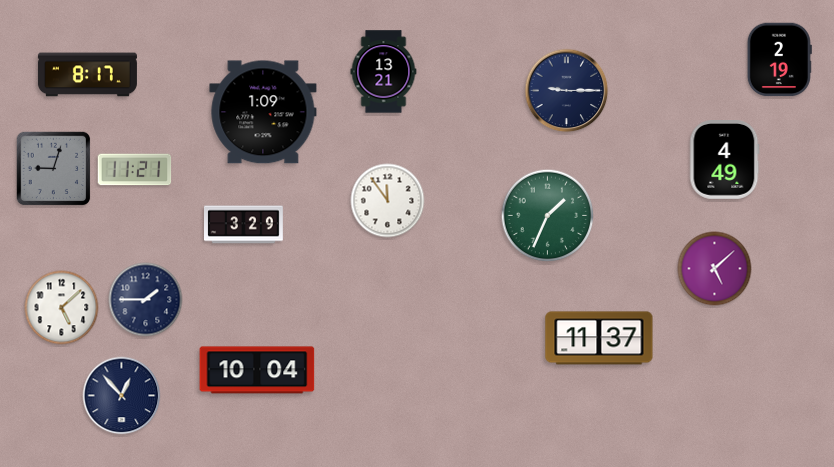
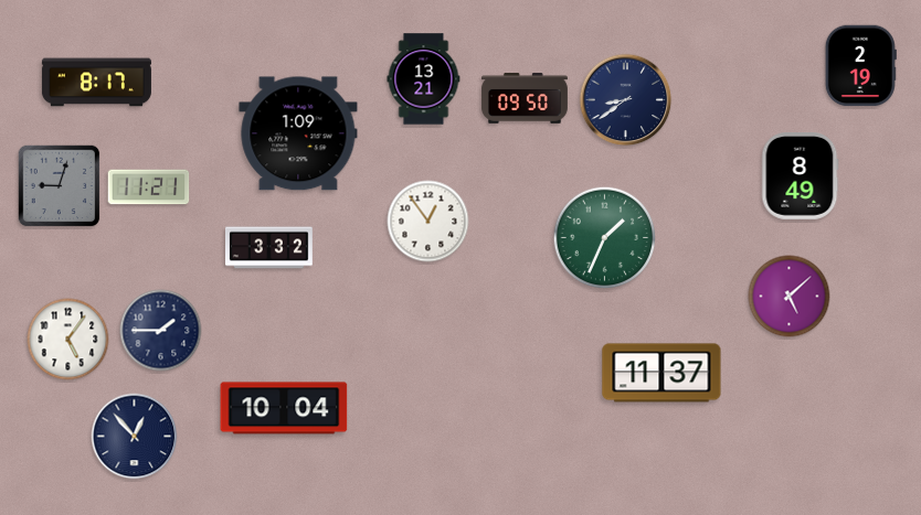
clock at (525, 98): none -> 09:50
clock at (567, 91): 9:15 -> 8:39
clock at (263, 112) position: (263, 112) -> (298, 133)
clock at (725, 160): 4:49 -> 8:49
clock at (388, 201): 11:54 -> 12:54
clock at (244, 225): 3:29 -> 3:32
clock at (62, 308): 5:08 -> 5:06
